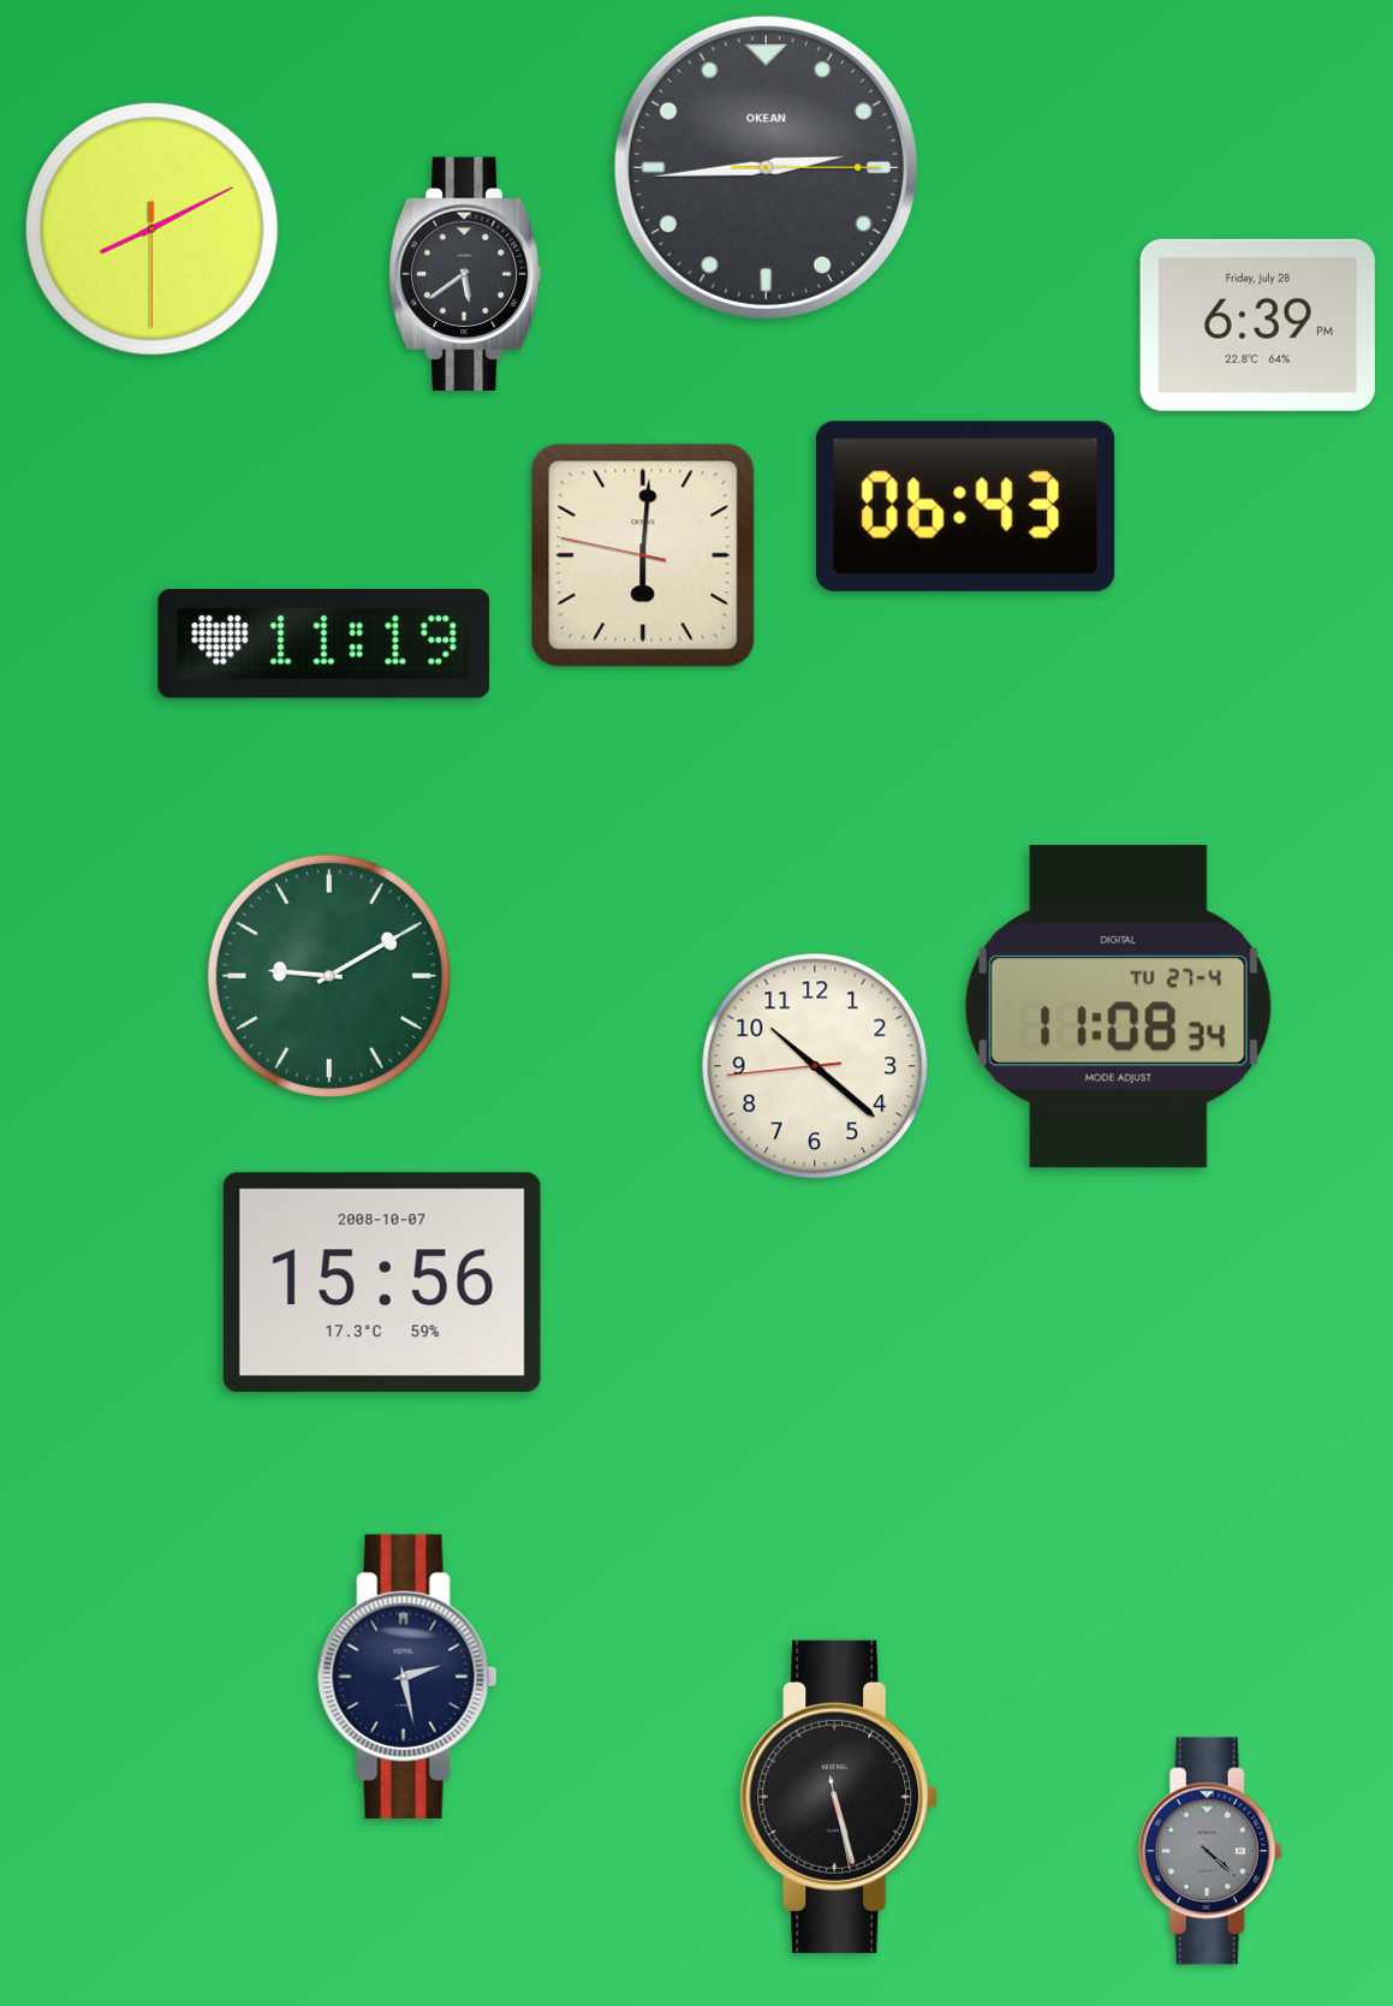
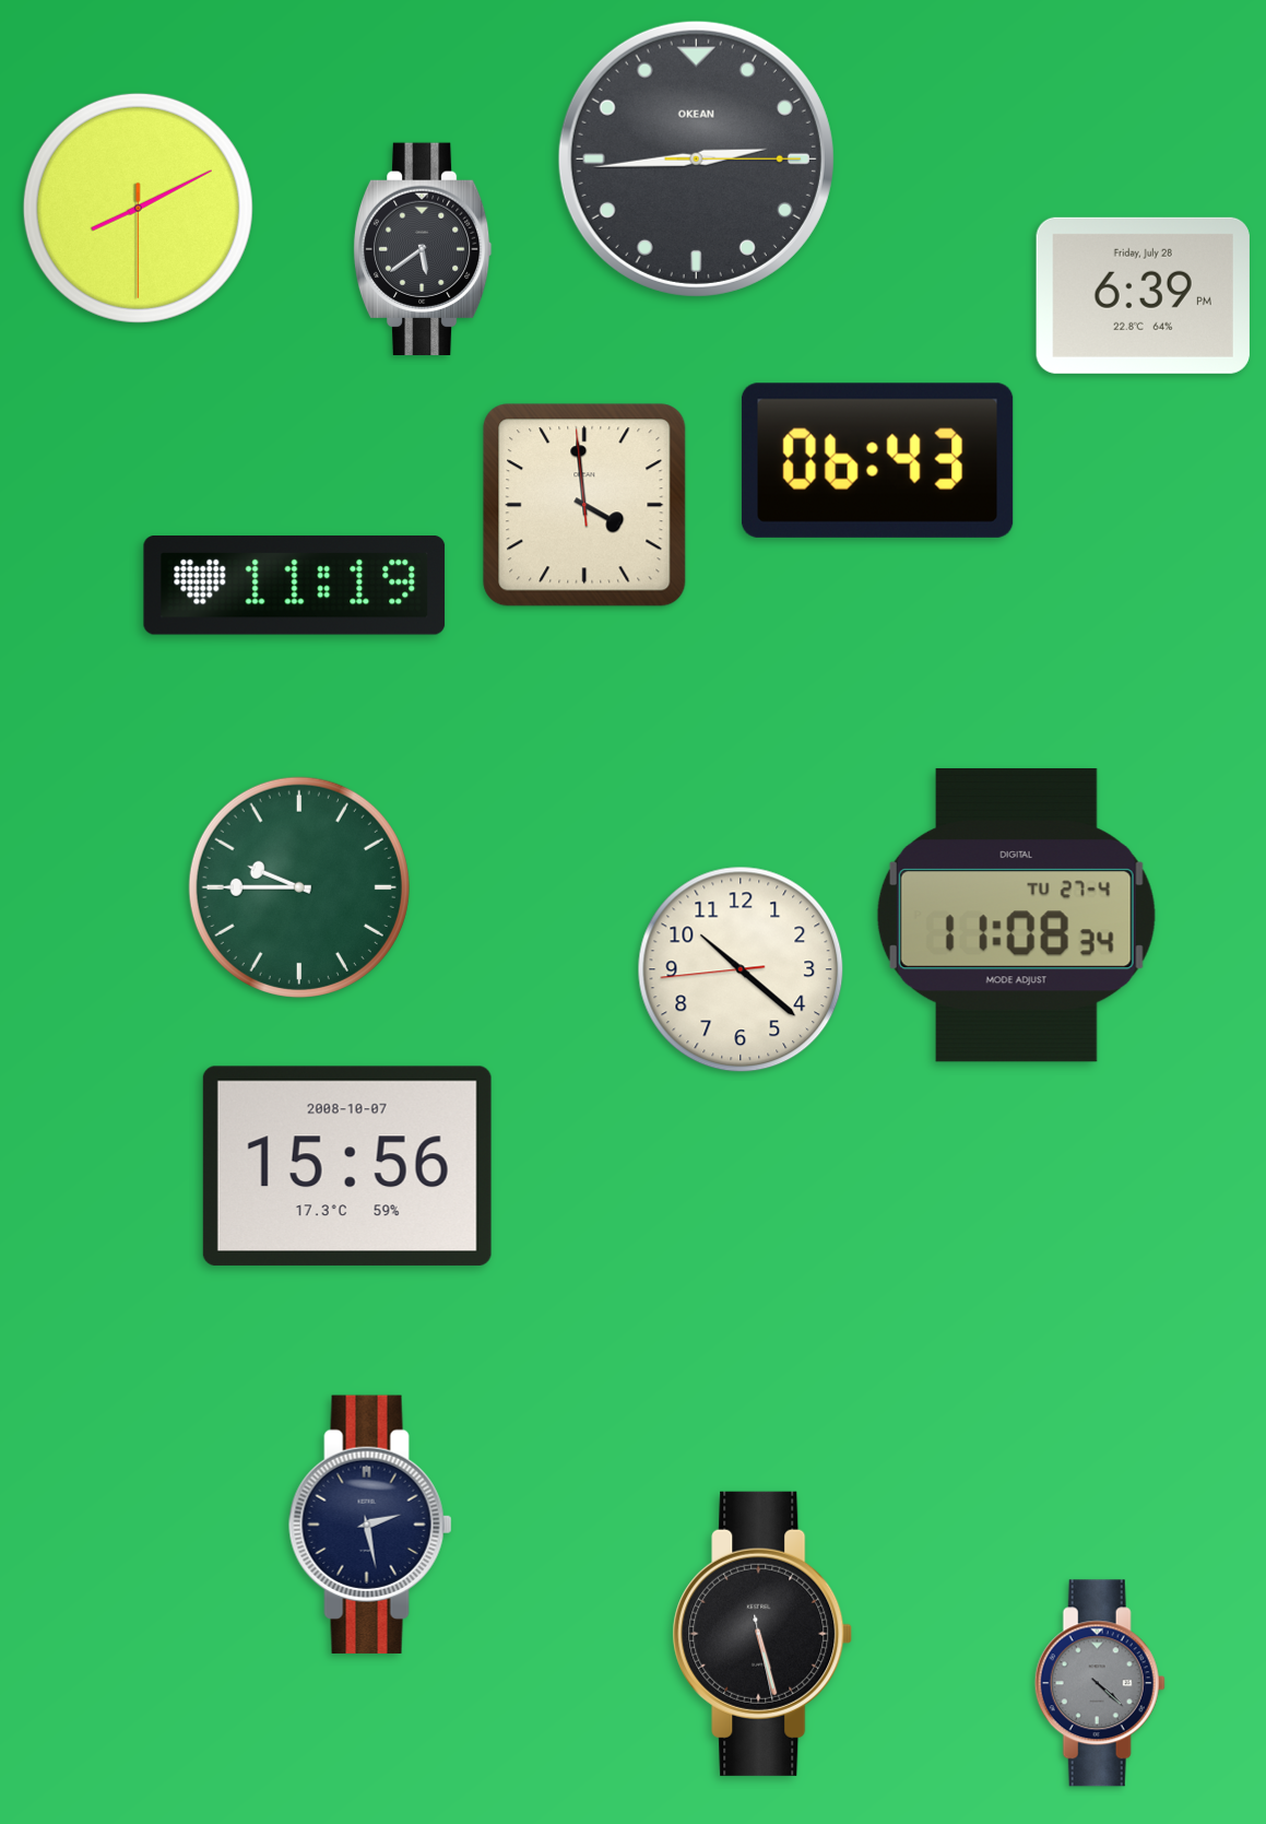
clock at (766, 167) position: (766, 167) -> (696, 158)
clock at (643, 555): 6:00 -> 3:58
clock at (329, 976): 9:10 -> 9:45
